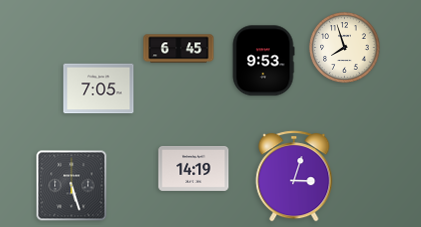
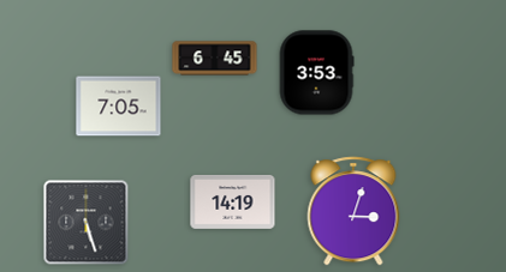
clock at (345, 48): 7:57 -> none
clock at (263, 61): 9:53 -> 3:53
